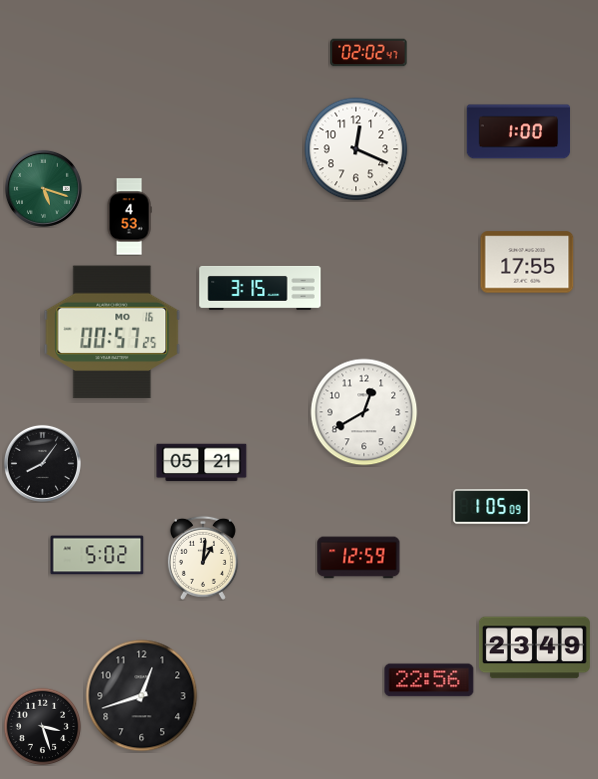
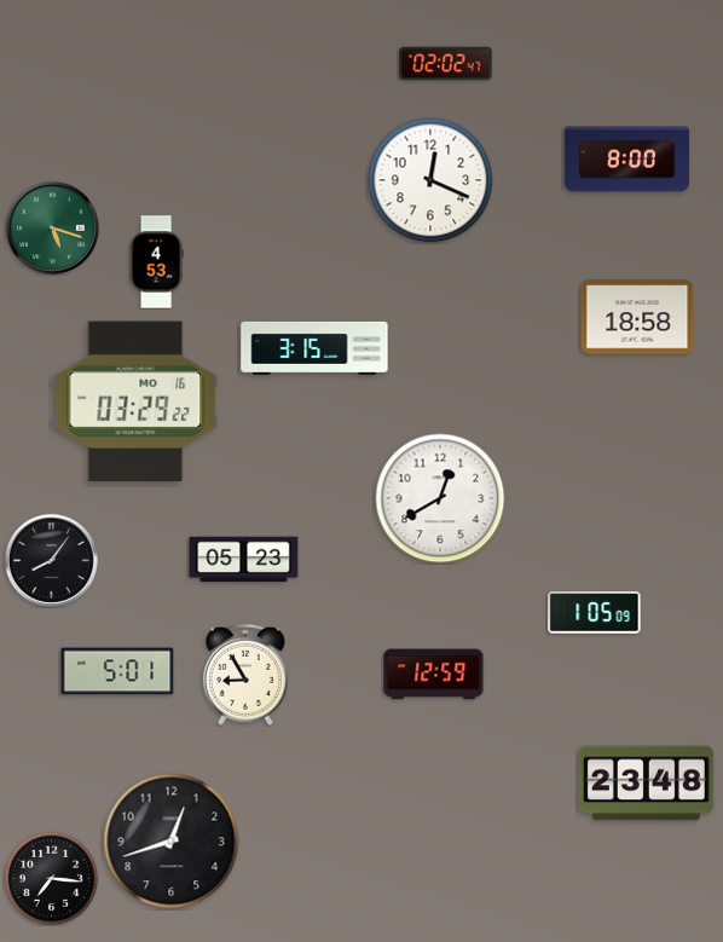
clock at (519, 132): 1:00 -> 8:00
clock at (527, 262): 17:55 -> 18:58
clock at (112, 332): 00:57 -> 03:29
clock at (202, 463): 05:21 -> 05:23
clock at (97, 555): 5:02 -> 5:01
clock at (203, 558): 1:01 -> 8:55
clock at (534, 648): 23:49 -> 23:48
clock at (429, 680): 22:56 -> none
clock at (42, 726): 3:27 -> 7:16
